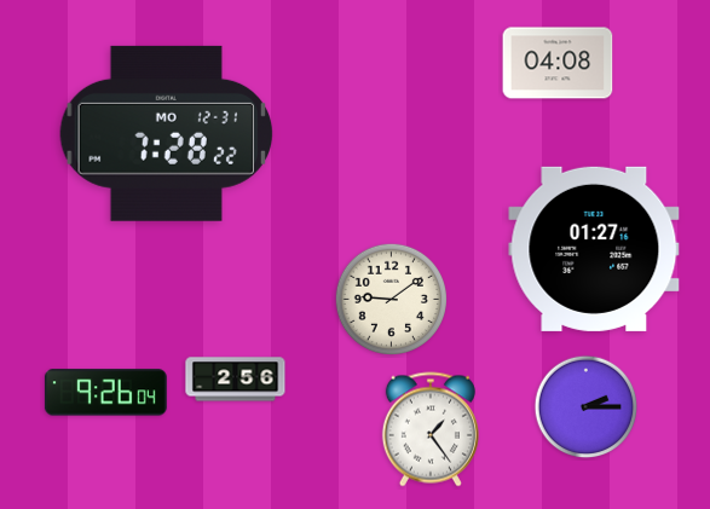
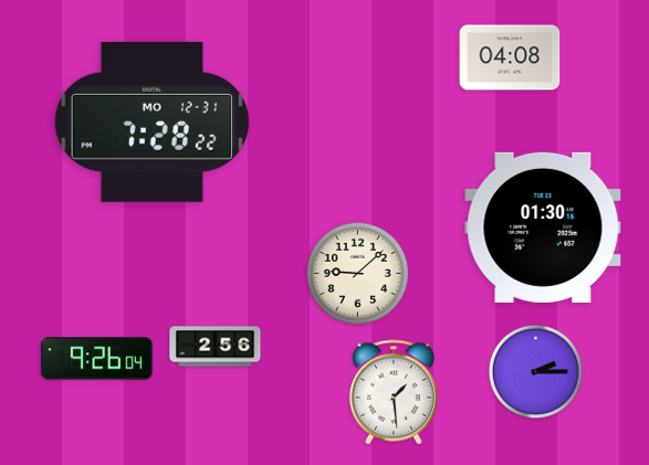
clock at (594, 249): 01:27 -> 01:30
clock at (391, 299): 9:09 -> 9:08
clock at (431, 429): 1:24 -> 1:29
